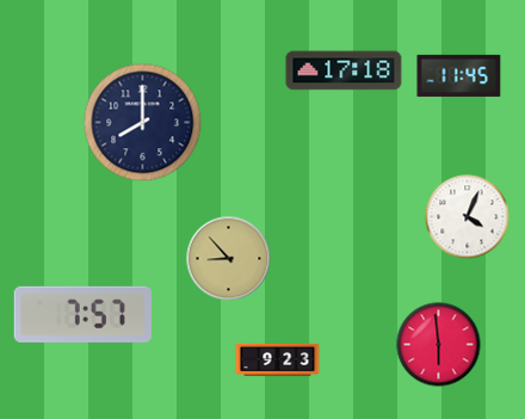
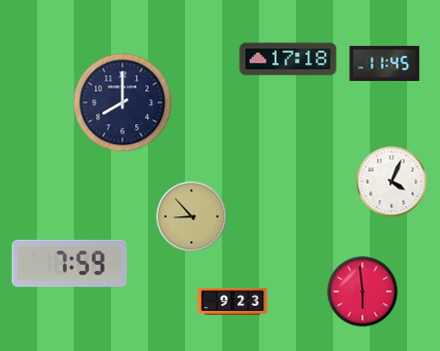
clock at (143, 123) position: (143, 123) -> (123, 103)
clock at (82, 314): 7:57 -> 7:59
clock at (439, 345) position: (439, 345) -> (363, 292)
